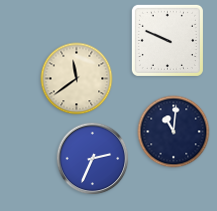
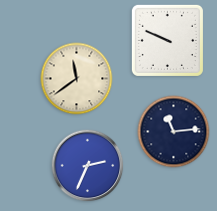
clock at (174, 132): 11:01 -> 11:14
clock at (93, 159) position: (93, 159) -> (88, 166)
